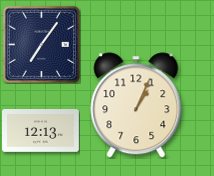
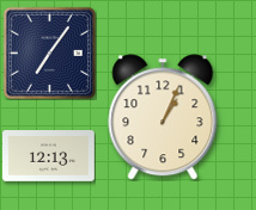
clock at (136, 105) position: (136, 105) -> (163, 117)
